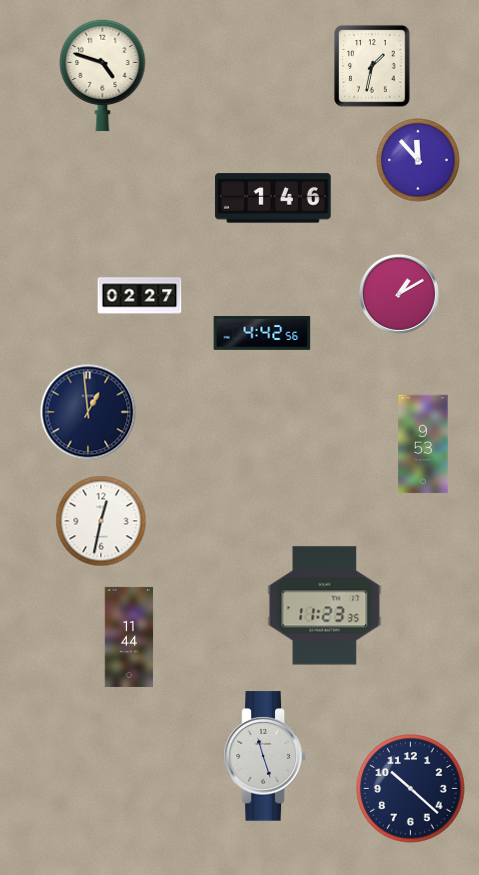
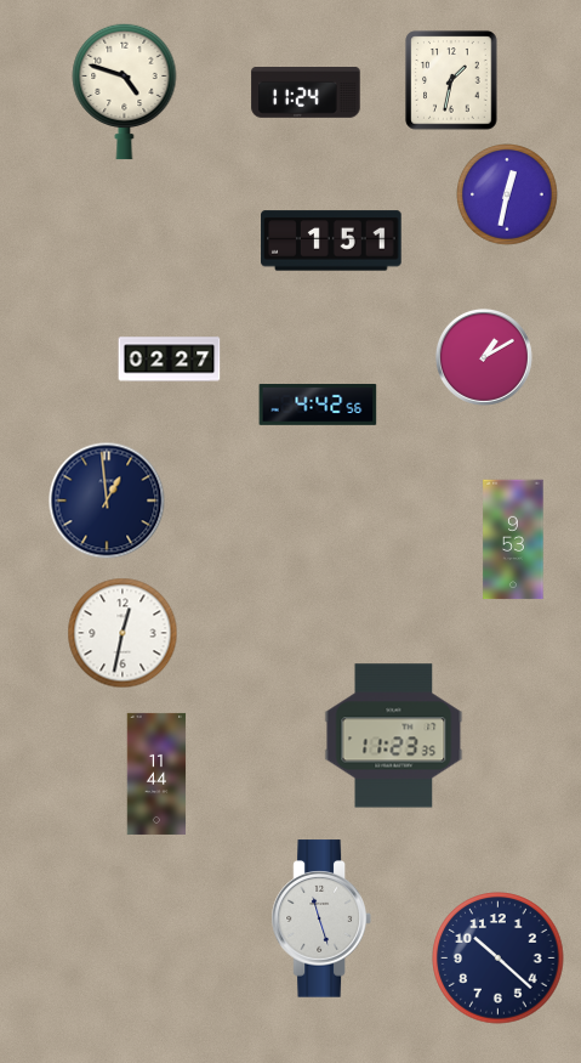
clock at (306, 94): none -> 11:24
clock at (419, 161): 11:53 -> 12:32
clock at (273, 198): 1:46 -> 1:51
